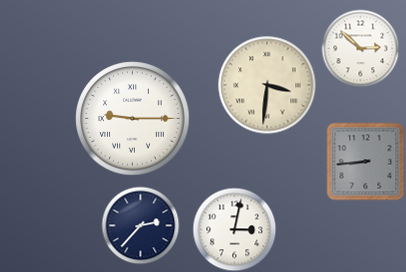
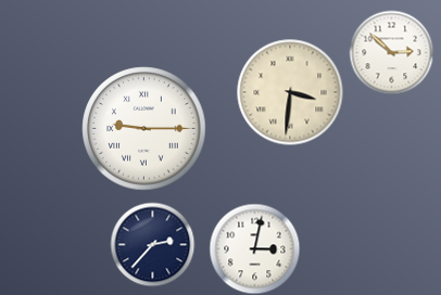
clock at (365, 161): 8:44 -> none
